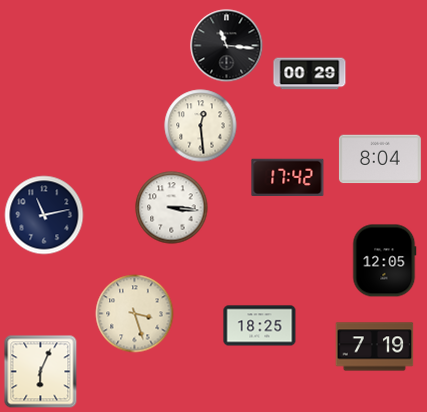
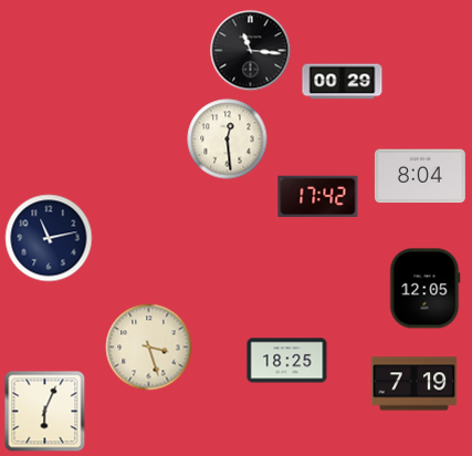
clock at (201, 126) position: (201, 126) -> (228, 139)
clock at (172, 208): 3:16 -> none
